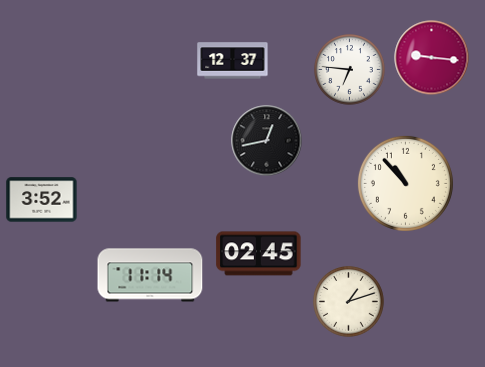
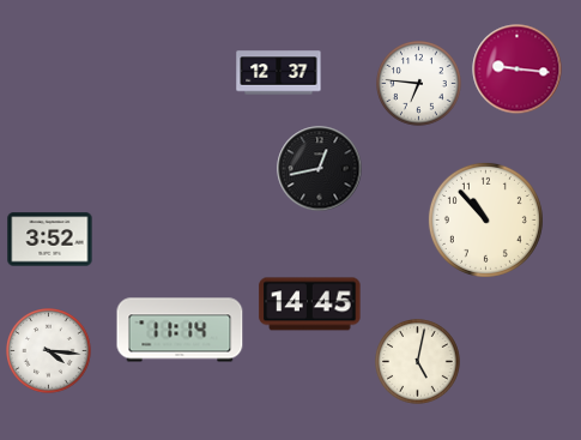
clock at (259, 254): 02:45 -> 14:45
clock at (49, 351): none -> 4:16
clock at (349, 302): 1:12 -> 5:02
